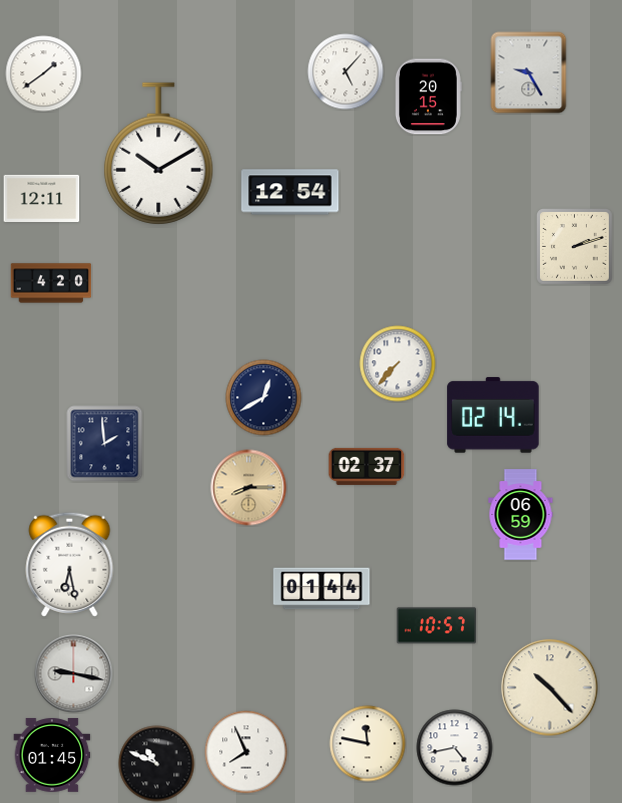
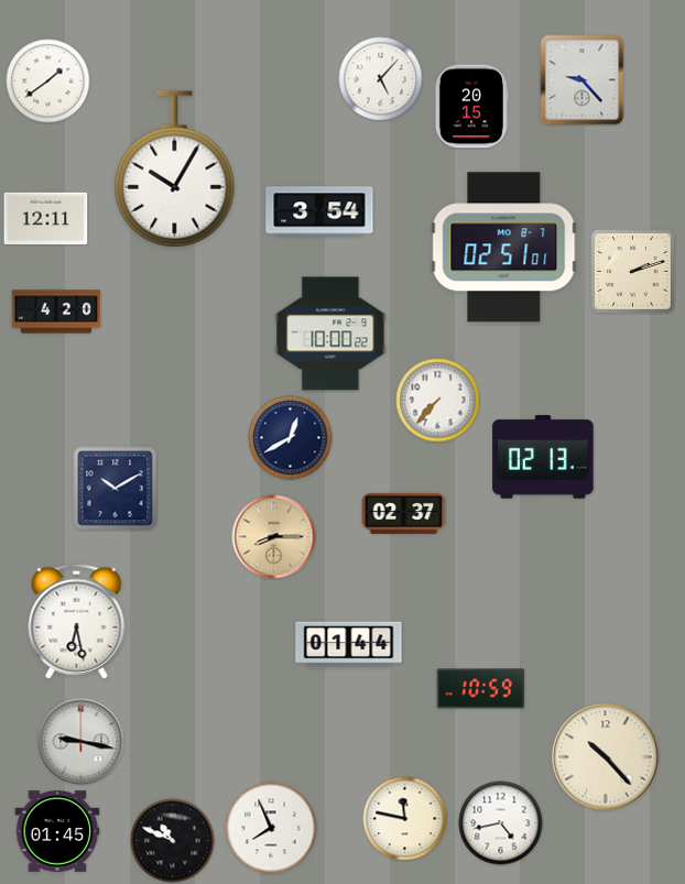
clock at (529, 73): 9:25 -> 9:23
clock at (159, 154): 10:10 -> 10:05
clock at (290, 192): 12:54 -> 3:54
clock at (504, 248): none -> 02:51
clock at (330, 334): none -> 10:00
clock at (493, 415): 02:14 -> 02:13
clock at (105, 444): 1:59 -> 10:10
clock at (521, 515): 06:59 -> none
clock at (322, 589) position: (322, 589) -> (349, 645)
clock at (437, 626): 10:57 -> 10:59
